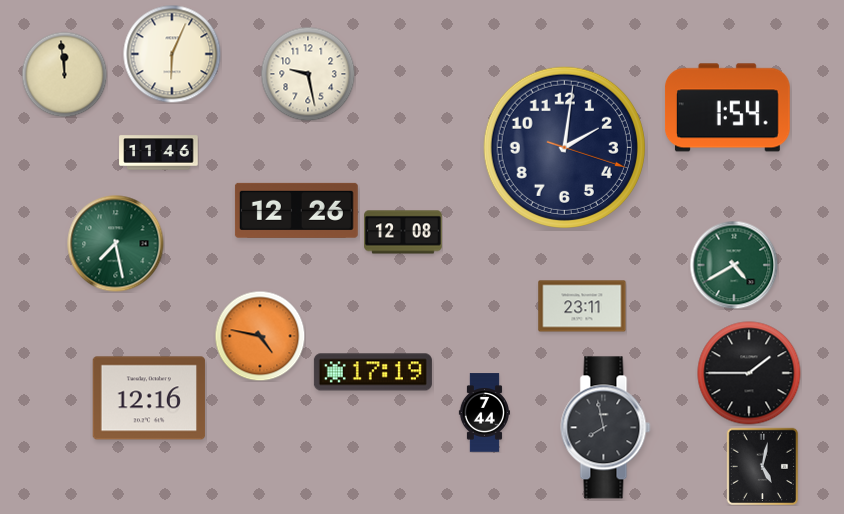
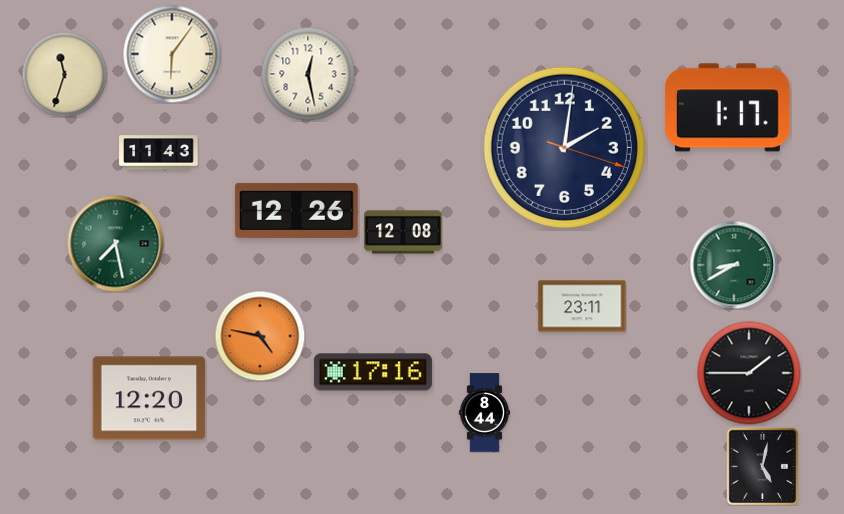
clock at (172, 54): 6:04 -> 6:06
clock at (64, 74): 11:59 -> 11:33
clock at (308, 74): 9:28 -> 12:28
clock at (727, 108): 1:54 -> 1:17
clock at (159, 153): 11:46 -> 11:43
clock at (734, 265): 4:40 -> 8:40
clock at (373, 372): 17:19 -> 17:16
clock at (149, 398): 12:16 -> 12:20
clock at (484, 413): 7:44 -> 8:44
clock at (606, 428): 7:58 -> none
